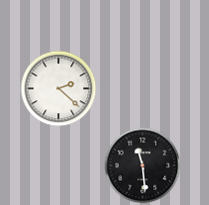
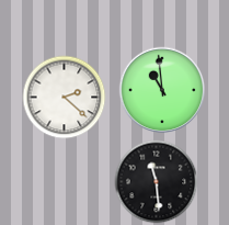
clock at (162, 90): none -> 10:59
